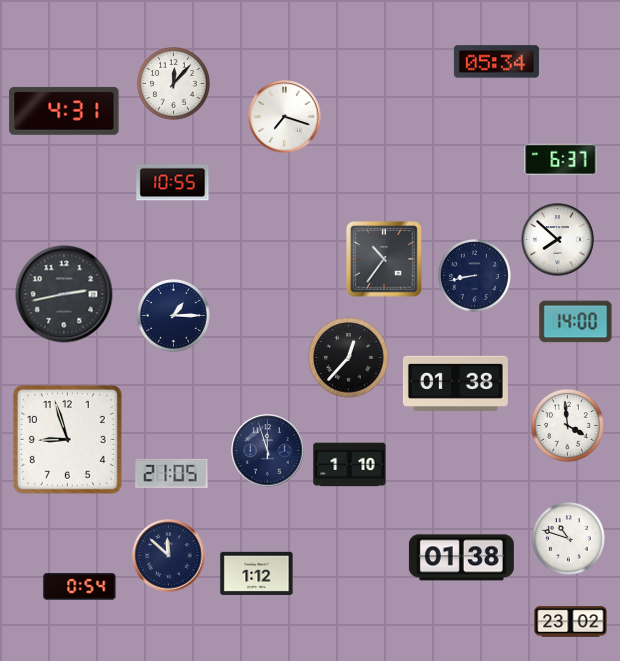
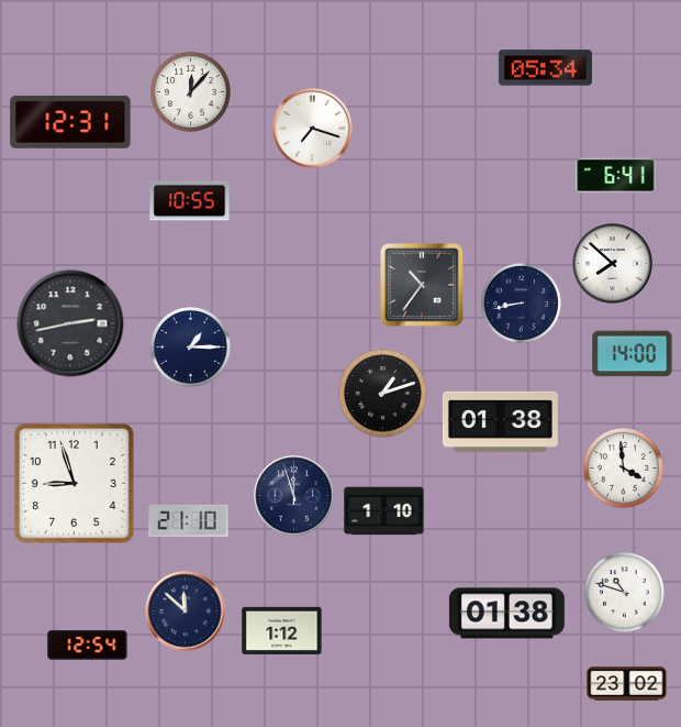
clock at (64, 111): 4:31 -> 12:31
clock at (561, 160): 6:37 -> 6:41
clock at (349, 358): 12:37 -> 1:12
clock at (172, 473): 21:05 -> 21:10
clock at (80, 587): 0:54 -> 12:54
